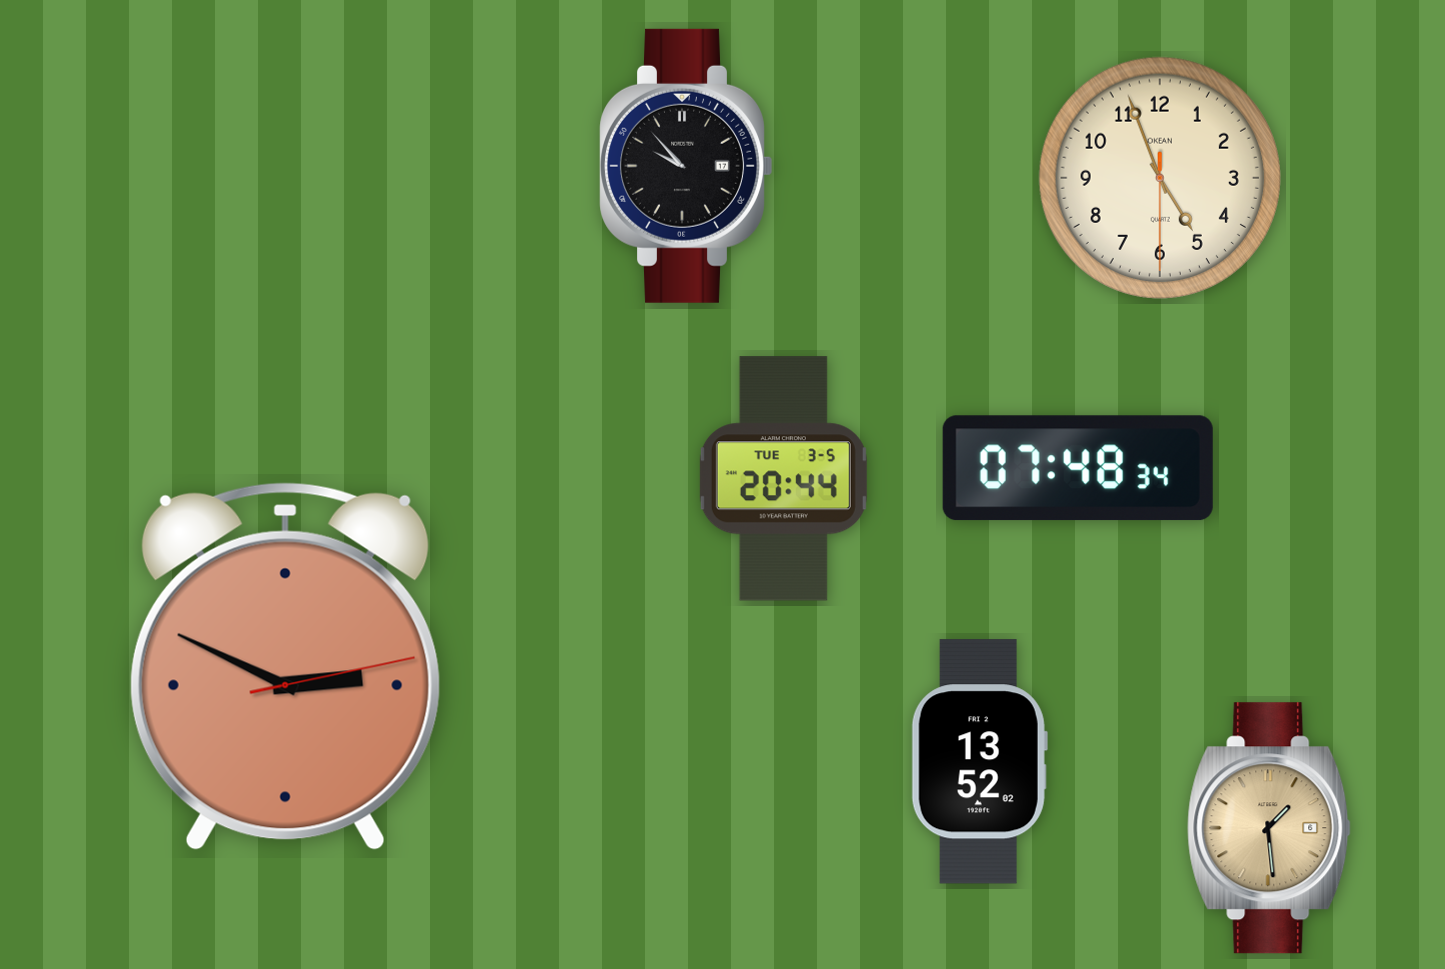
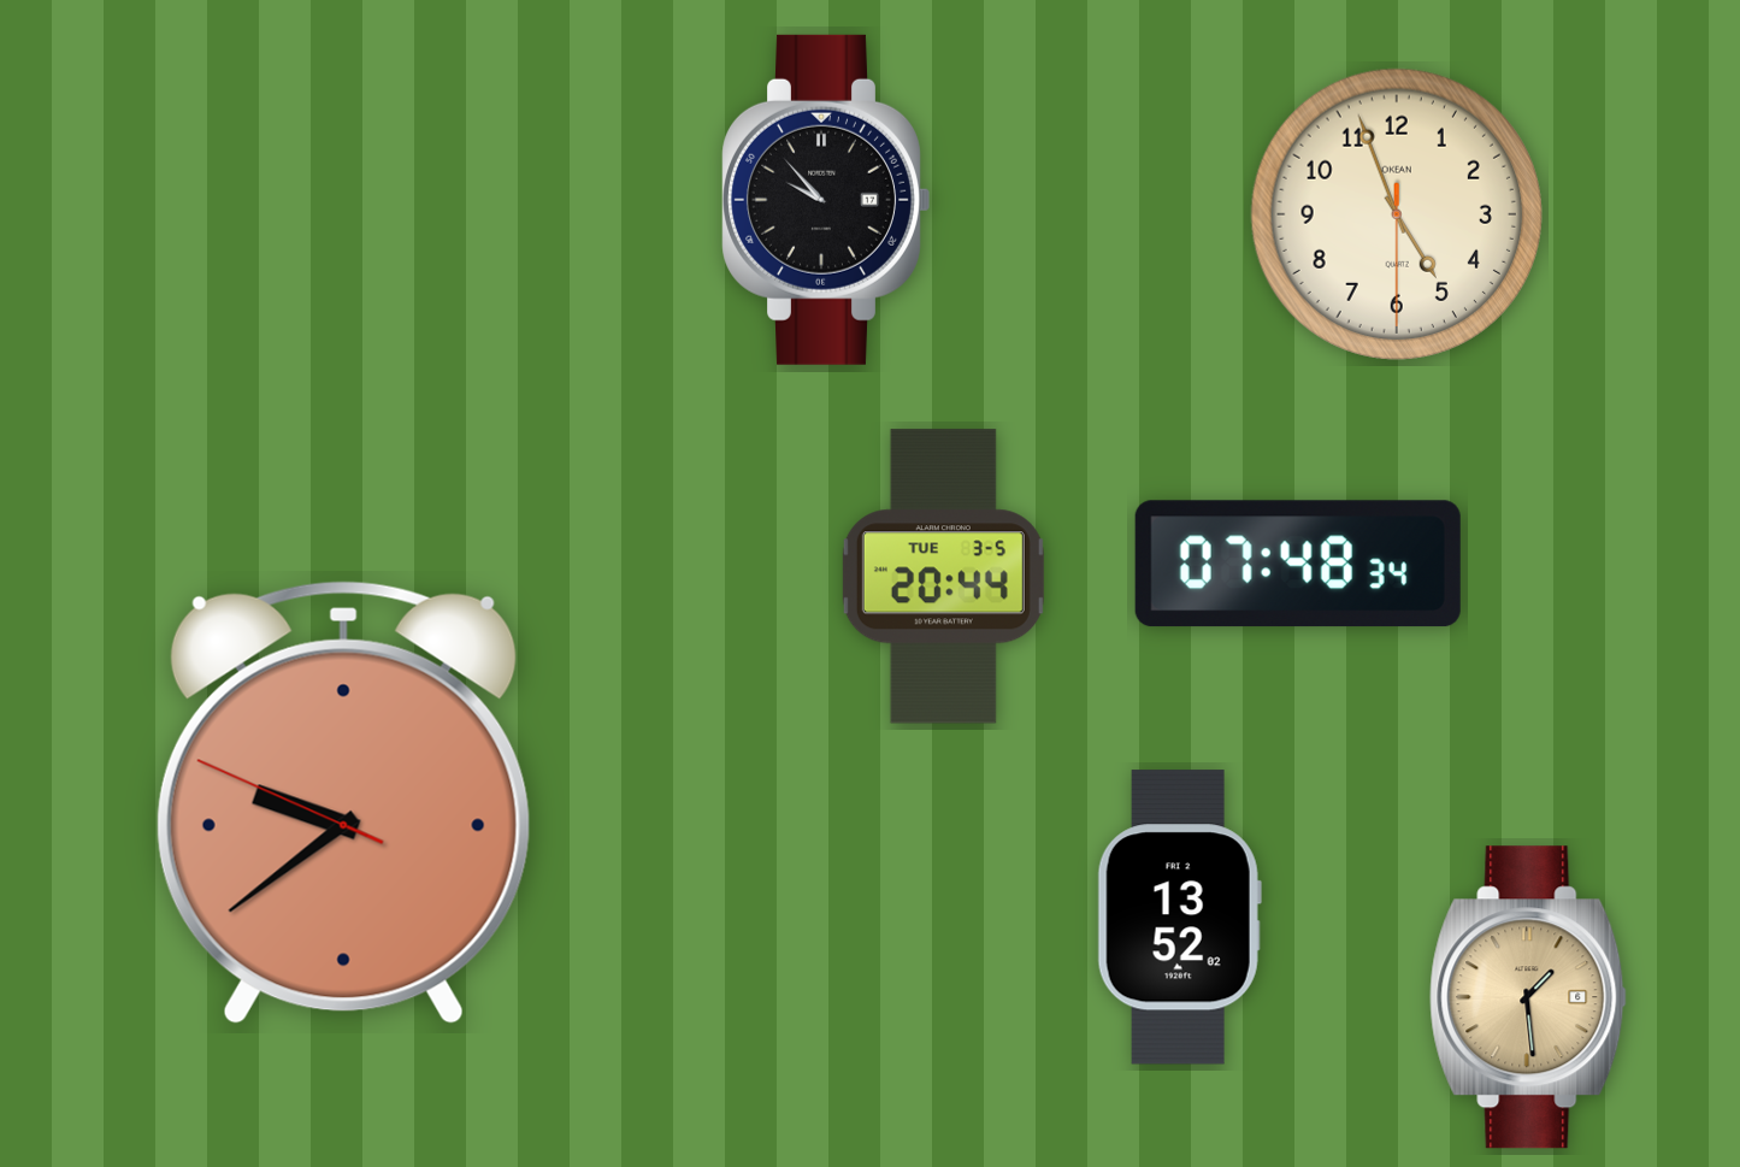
clock at (285, 666): 2:49 -> 9:38
